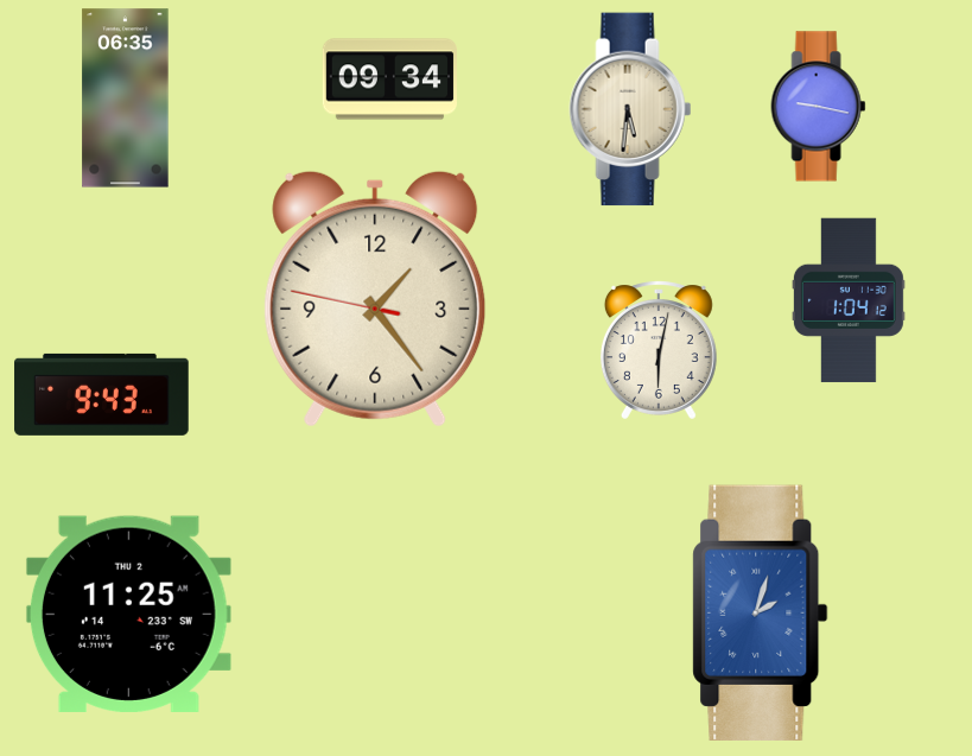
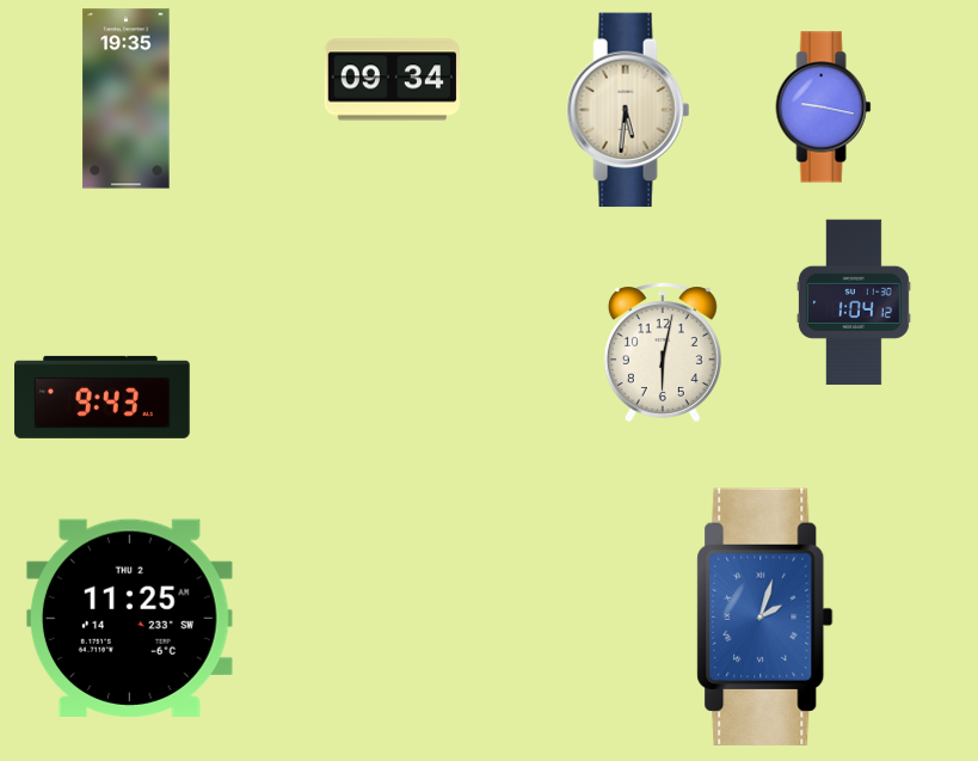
clock at (126, 99): 06:35 -> 19:35
clock at (630, 109) position: (630, 109) -> (628, 110)
clock at (375, 299): 1:23 -> none
